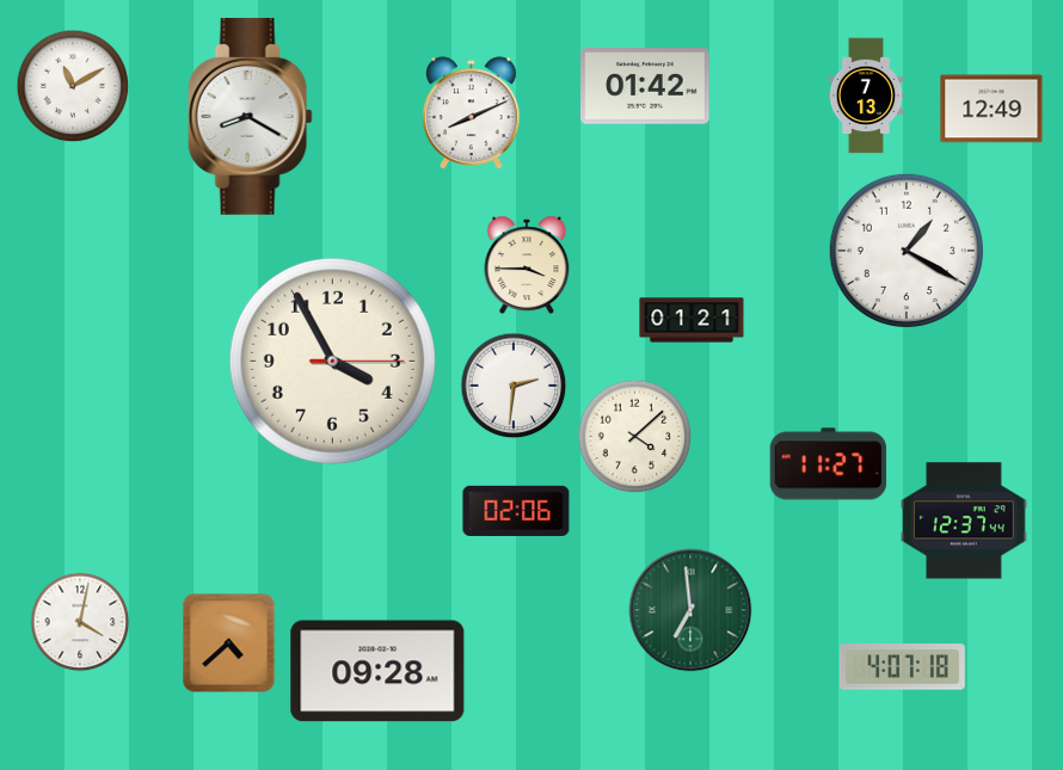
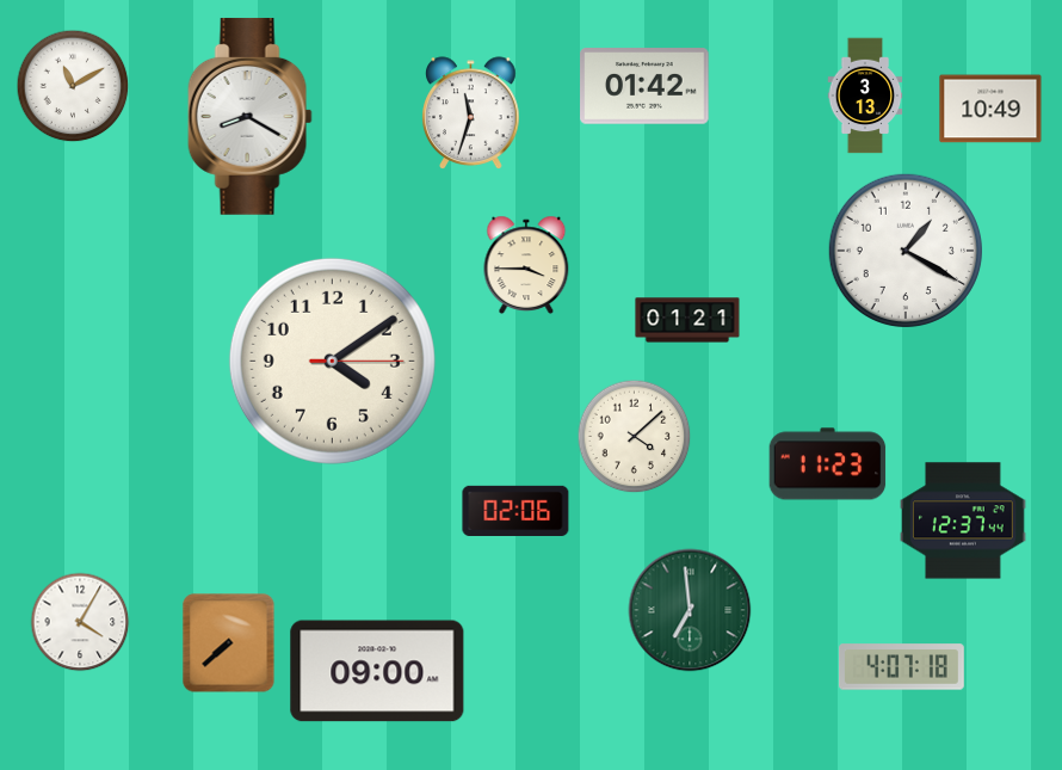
clock at (866, 96): 7:13 -> 3:13
clock at (991, 109): 12:49 -> 10:49
clock at (472, 112): 8:11 -> 11:33
clock at (692, 320) position: (692, 320) -> (687, 320)
clock at (332, 361): 3:55 -> 4:09
clock at (514, 386): 2:31 -> none
clock at (829, 464): 11:27 -> 11:23
clock at (80, 622): 4:02 -> 4:05
clock at (229, 643): 4:38 -> 7:38
clock at (377, 671): 09:28 -> 09:00
